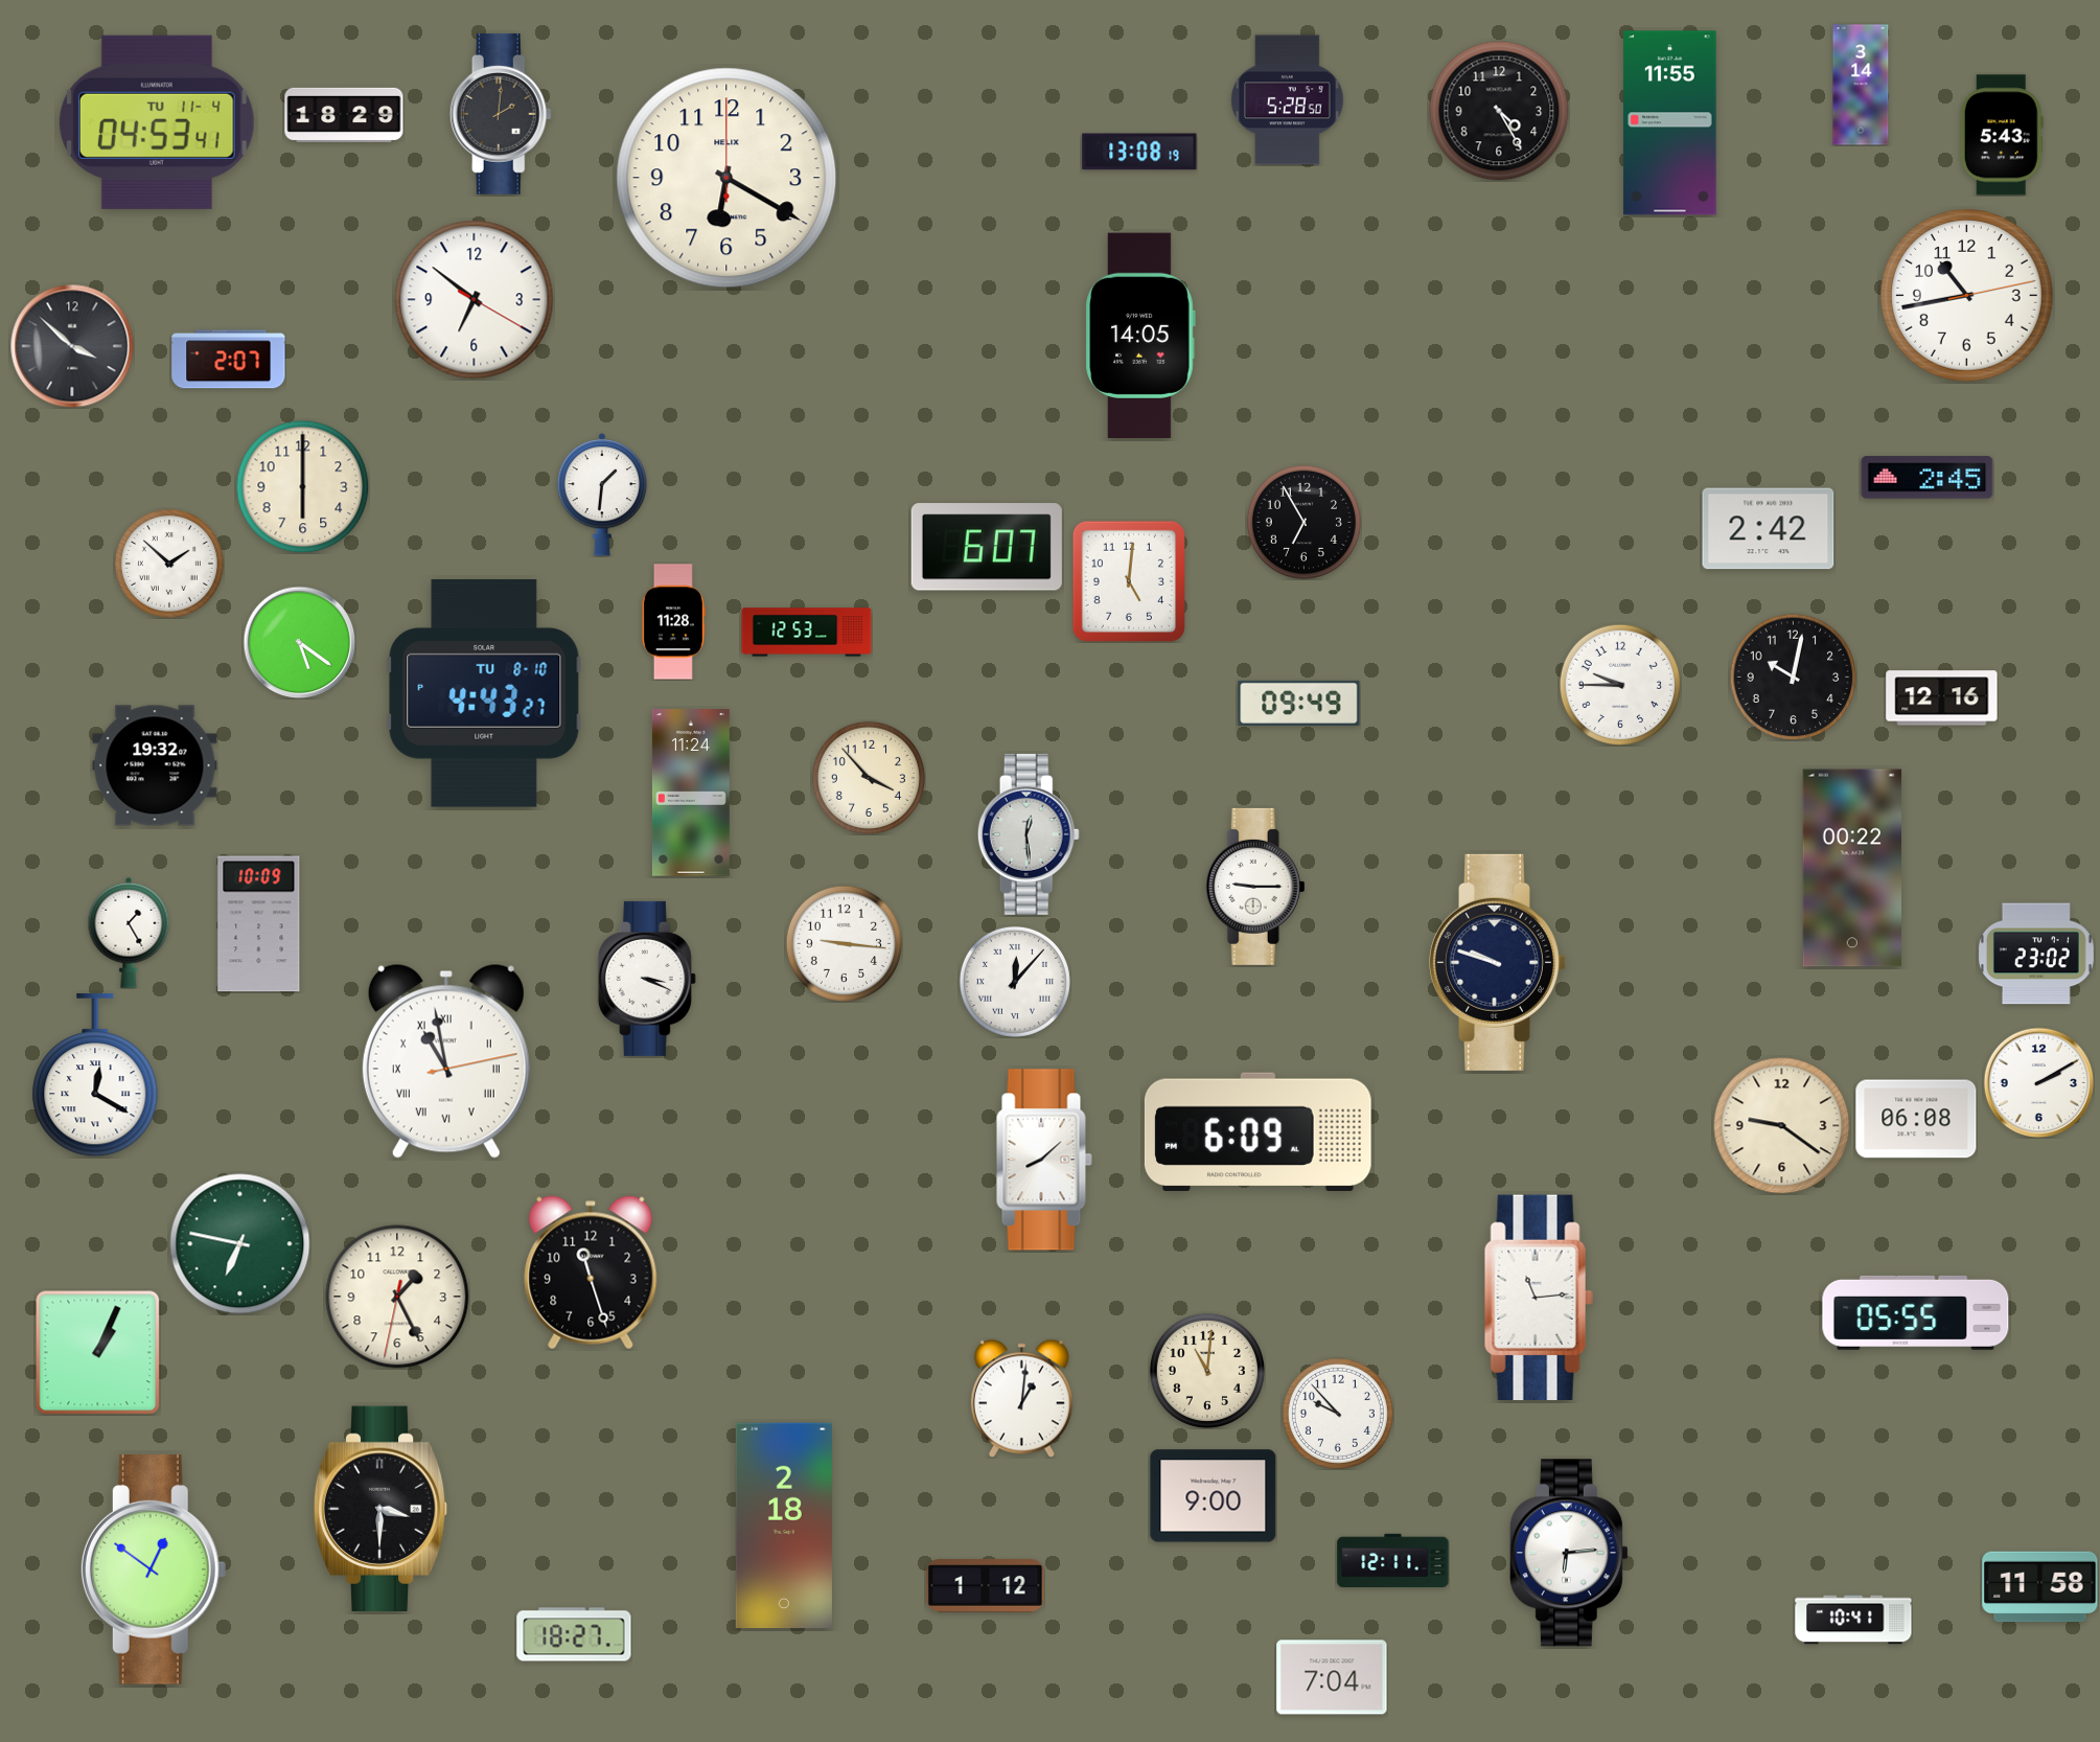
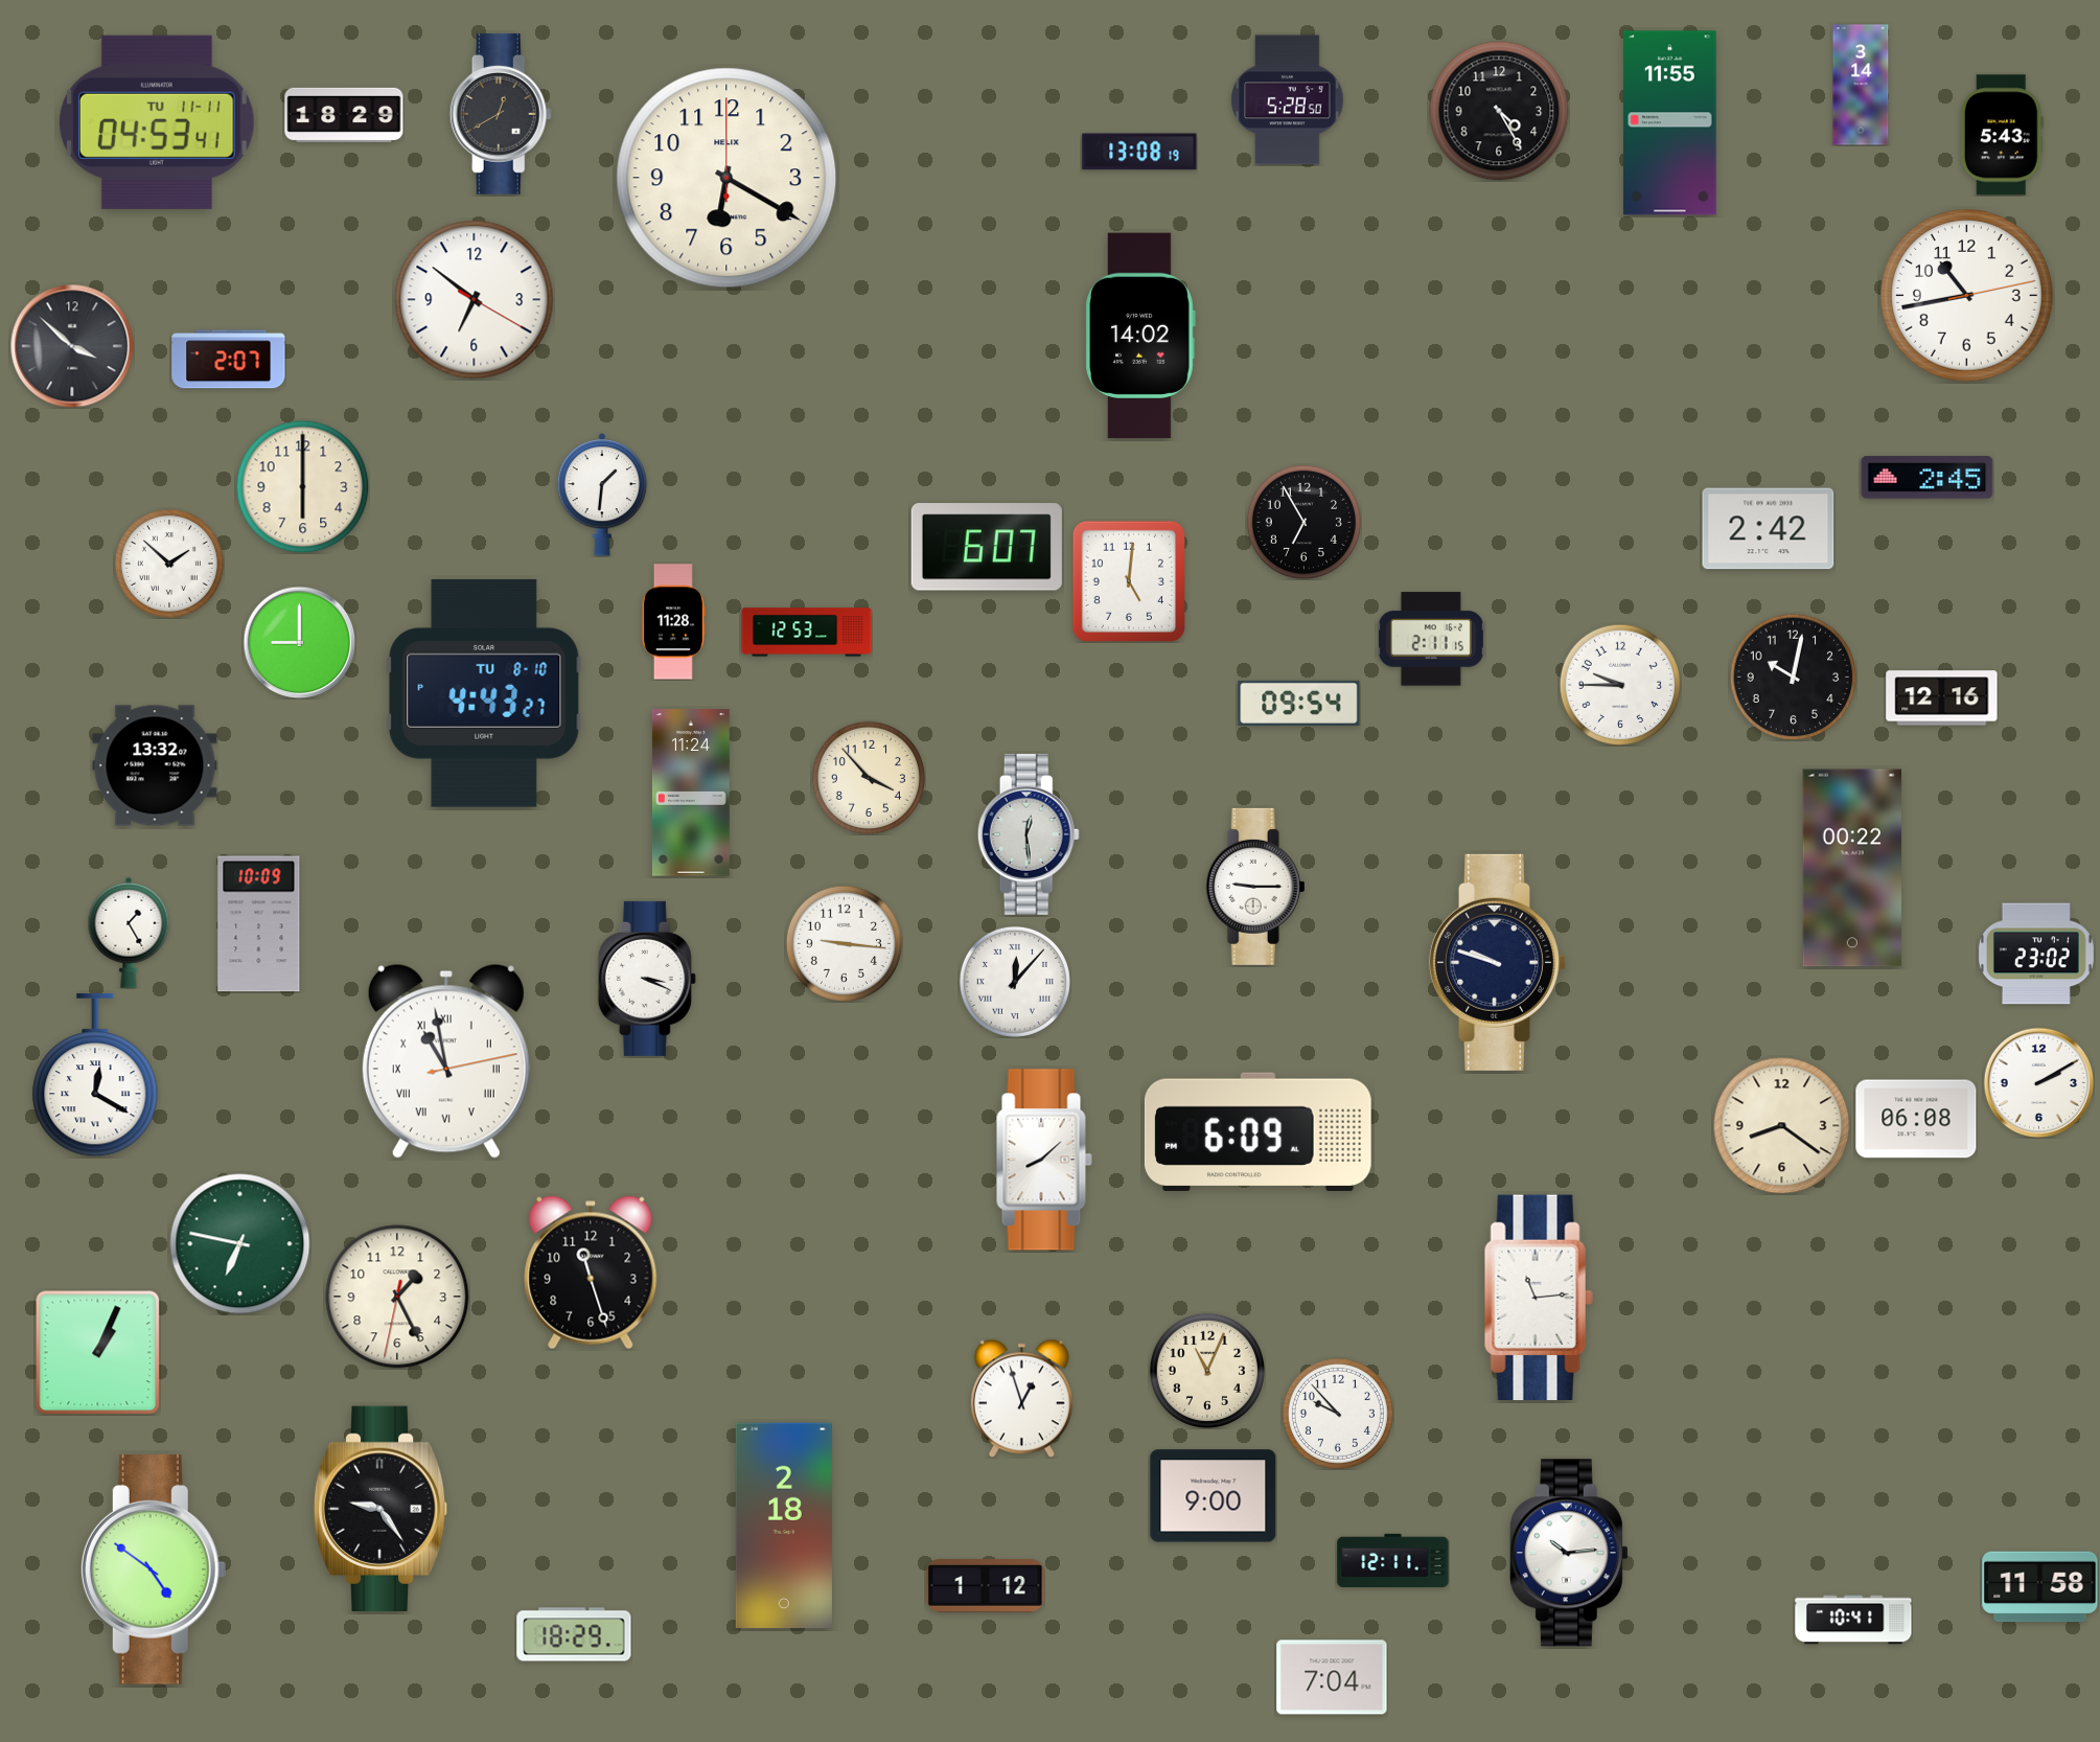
clock at (501, 114): 2:01 -> 12:40
clock at (157, 122) date: TU 11-4 -> TU 11-11
clock at (1140, 335): 14:05 -> 14:02
clock at (1431, 639): none -> 2:11
clock at (299, 642): 5:21 -> 9:00
clock at (1299, 703): 09:49 -> 09:54
clock at (155, 765): 19:32 -> 13:32
clock at (1782, 1126): 9:21 -> 8:21
clock at (1916, 1312): 05:55 -> none
clock at (1207, 1371): 11:01 -> 11:04
clock at (1021, 1398): 1:01 -> 12:57
clock at (380, 1508): 3:30 -> 9:24
clock at (1569, 1553): 6:14 -> 10:14
clock at (154, 1571): 12:51 -> 4:51
clock at (574, 1634): 18:27 -> 18:29
